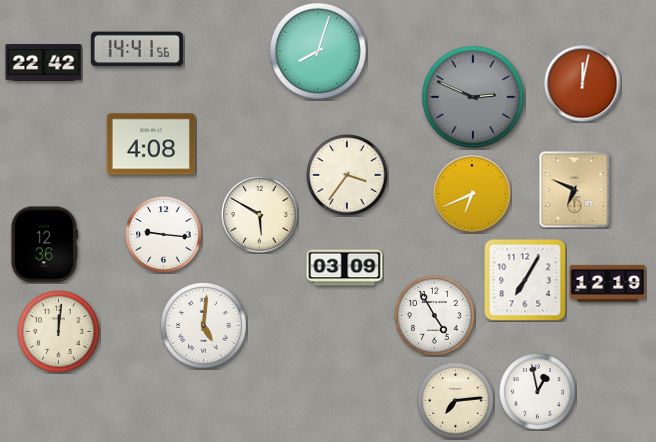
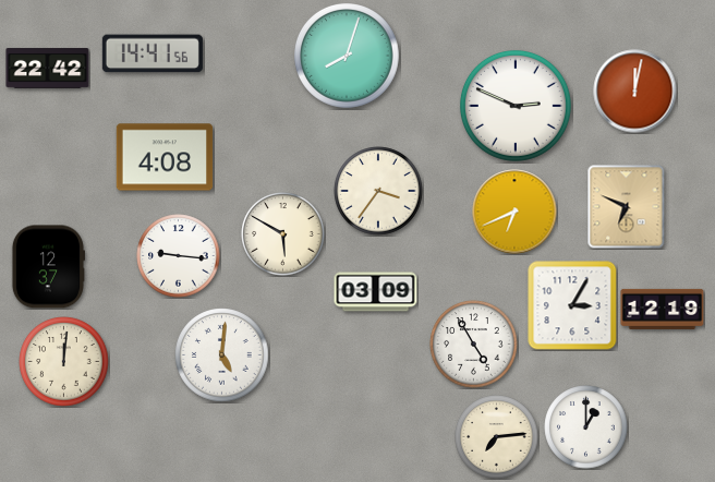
clock at (137, 49) position: (137, 49) -> (153, 53)
clock at (473, 97) dial: grey -> white
clock at (44, 245): 12:36 -> 12:37
clock at (525, 280): 7:05 -> 3:05
clock at (538, 392): 12:58 -> 1:00
